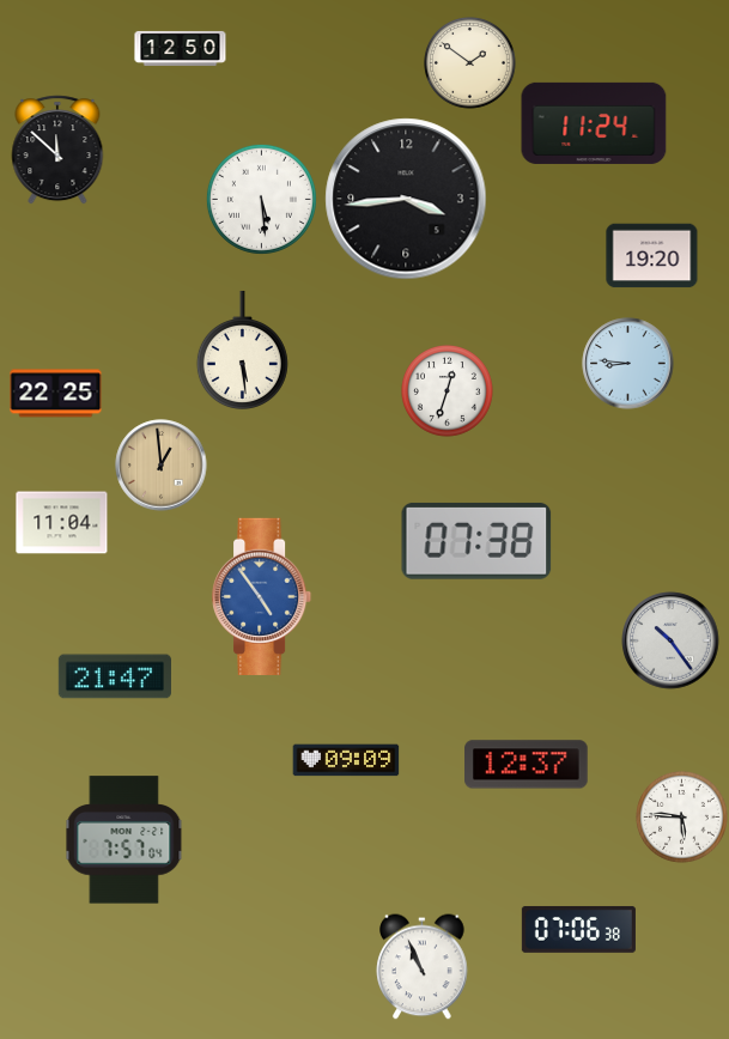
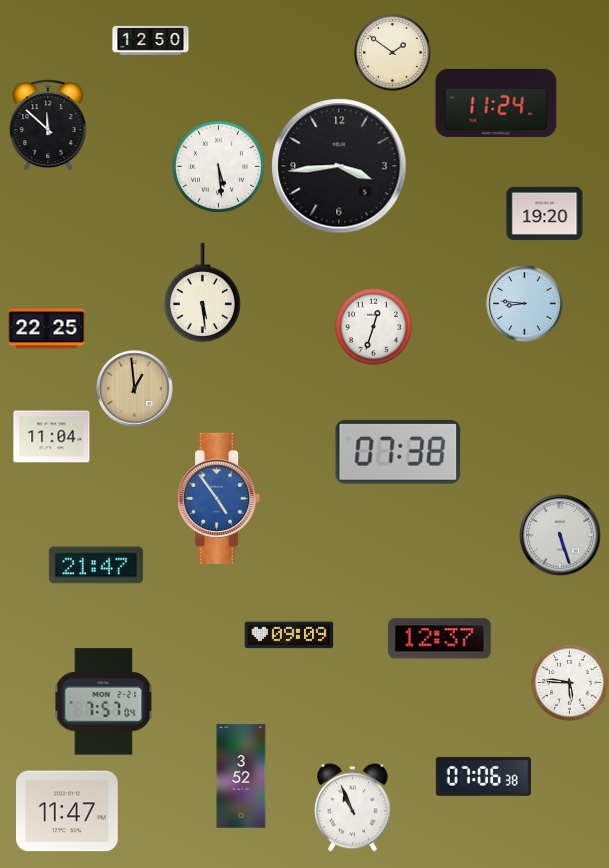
clock at (670, 640): 10:24 -> 5:27
clock at (241, 776): none -> 3:52
clock at (68, 811): none -> 11:47
